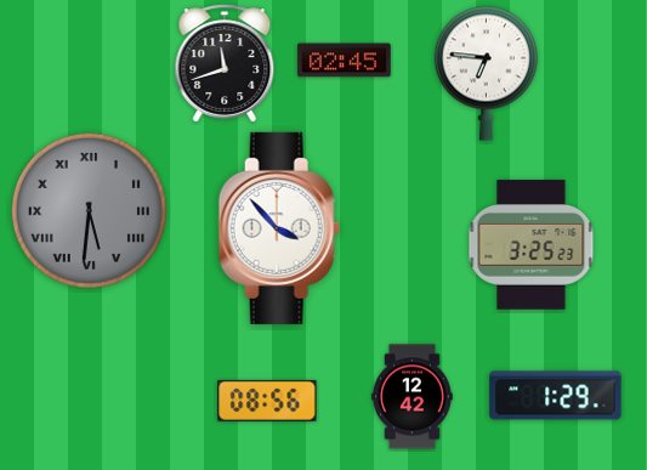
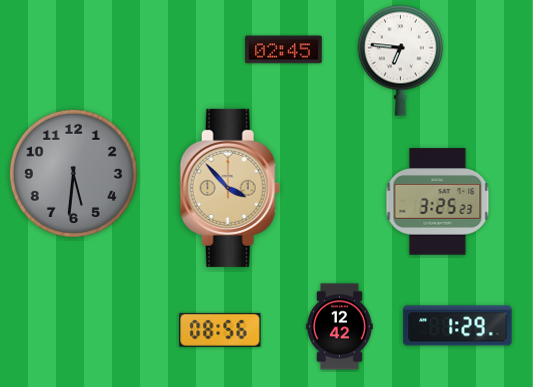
clock at (225, 63): 11:42 -> none
clock at (89, 210) numerals: Roman -> Arabic
clock at (279, 228) dial: white -> champagne
